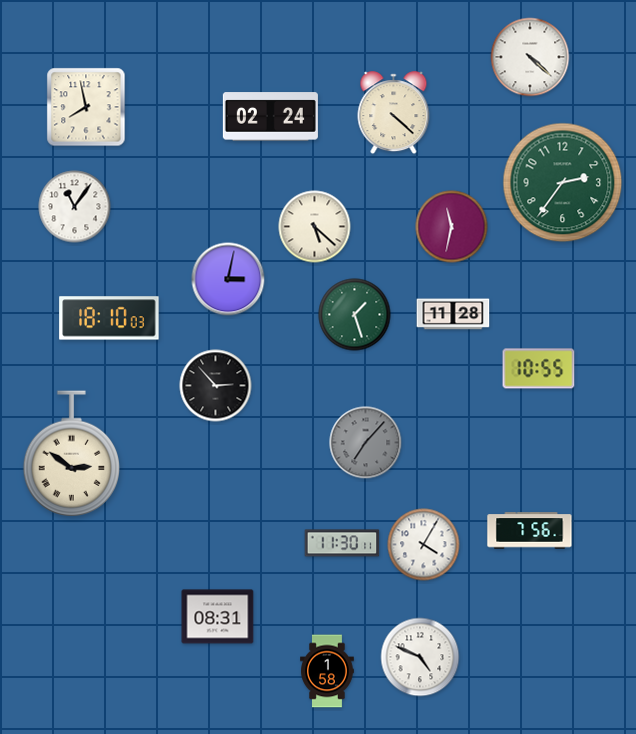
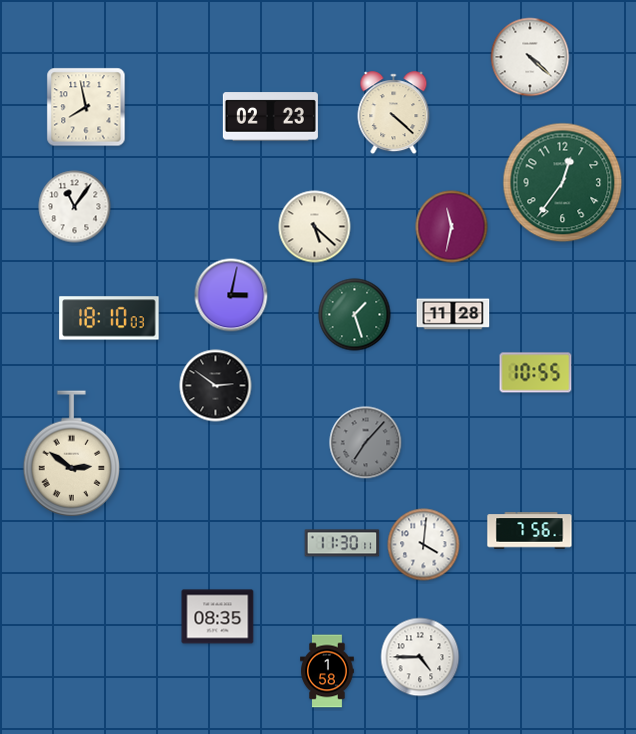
clock at (270, 117): 02:24 -> 02:23
clock at (563, 183): 2:36 -> 12:36
clock at (228, 279) position: (228, 279) -> (231, 295)
clock at (539, 369) position: (539, 369) -> (536, 373)
clock at (216, 386): 2:53 -> 2:51
clock at (424, 545): 4:05 -> 4:01
clock at (218, 617): 08:31 -> 08:35
clock at (420, 657): 4:49 -> 4:45
